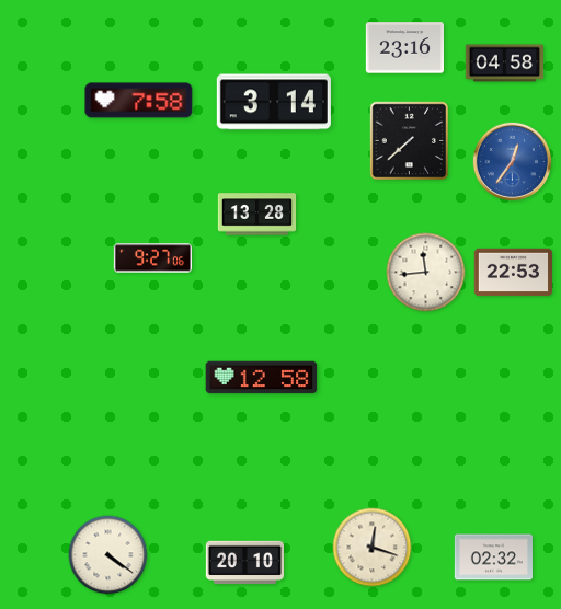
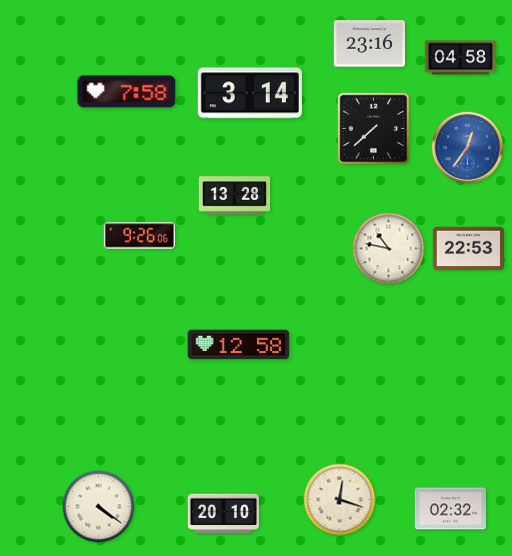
clock at (153, 258): 9:27 -> 9:26
clock at (426, 273): 11:44 -> 10:47
